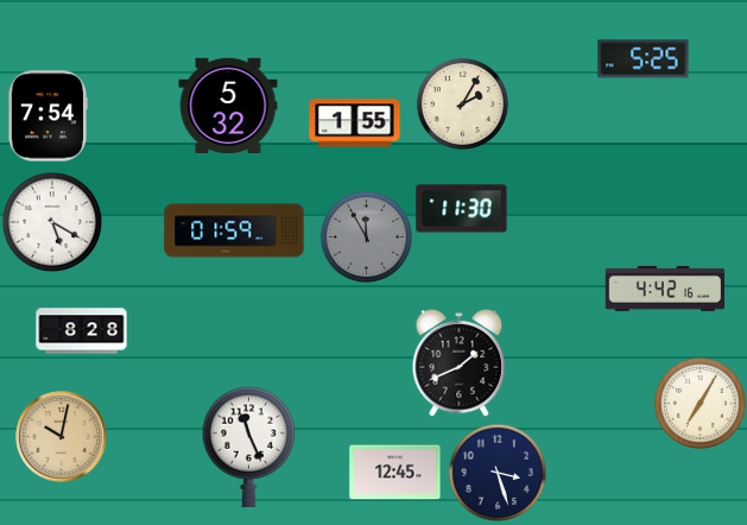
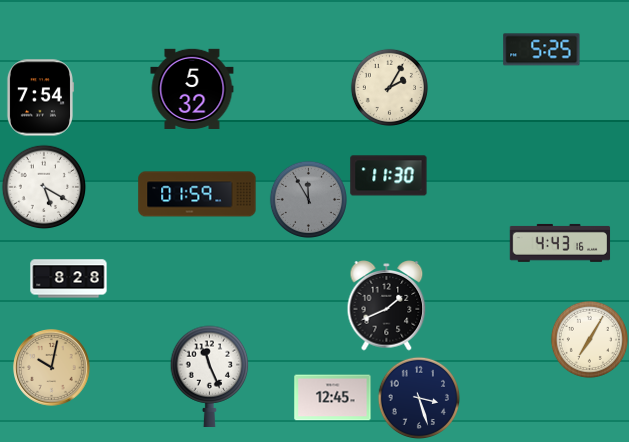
clock at (355, 124): 1:55 -> none
clock at (665, 289): 4:42 -> 4:43
